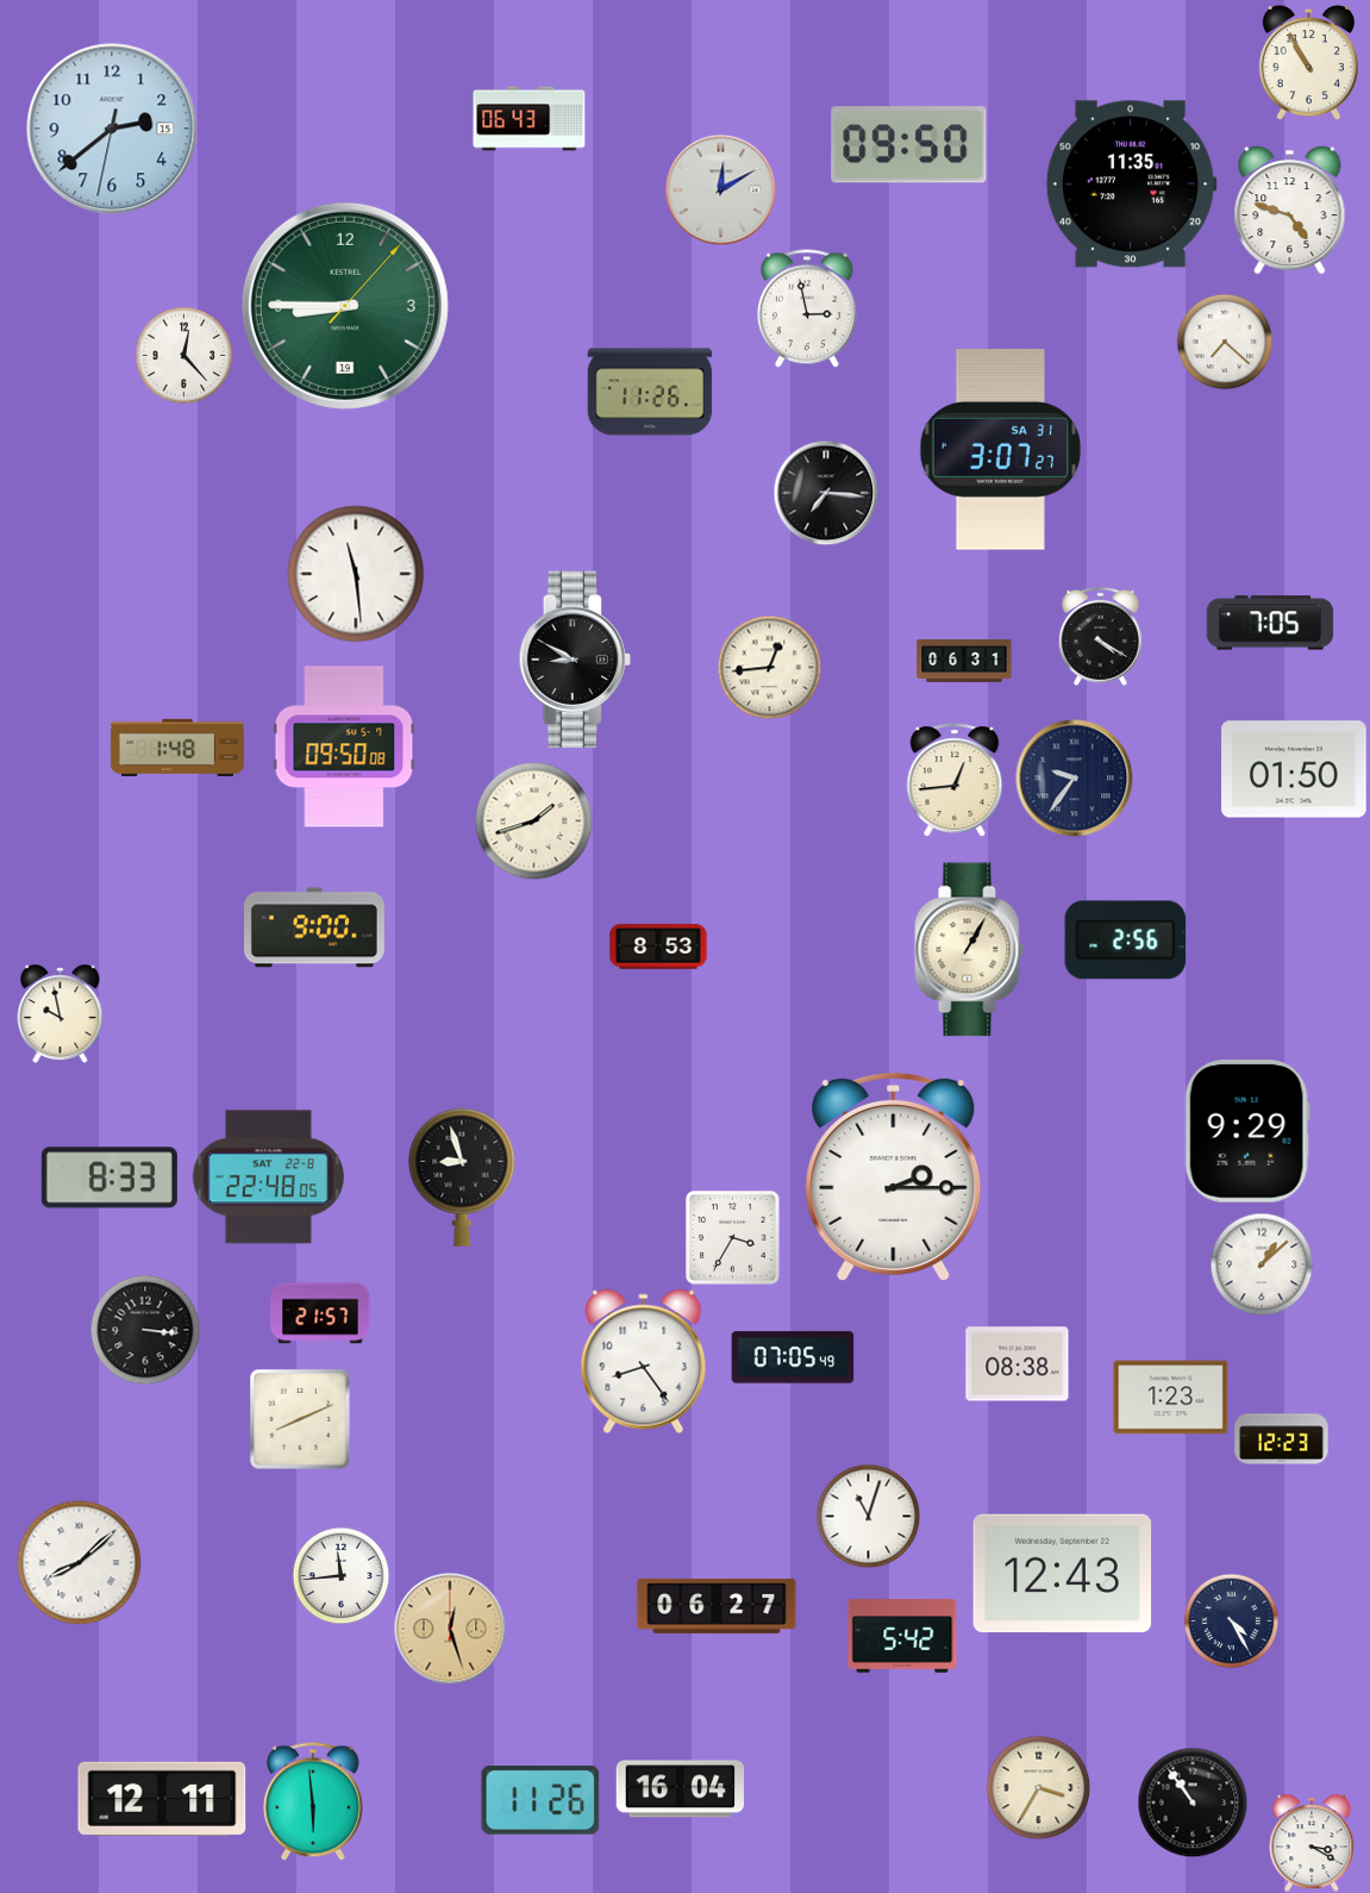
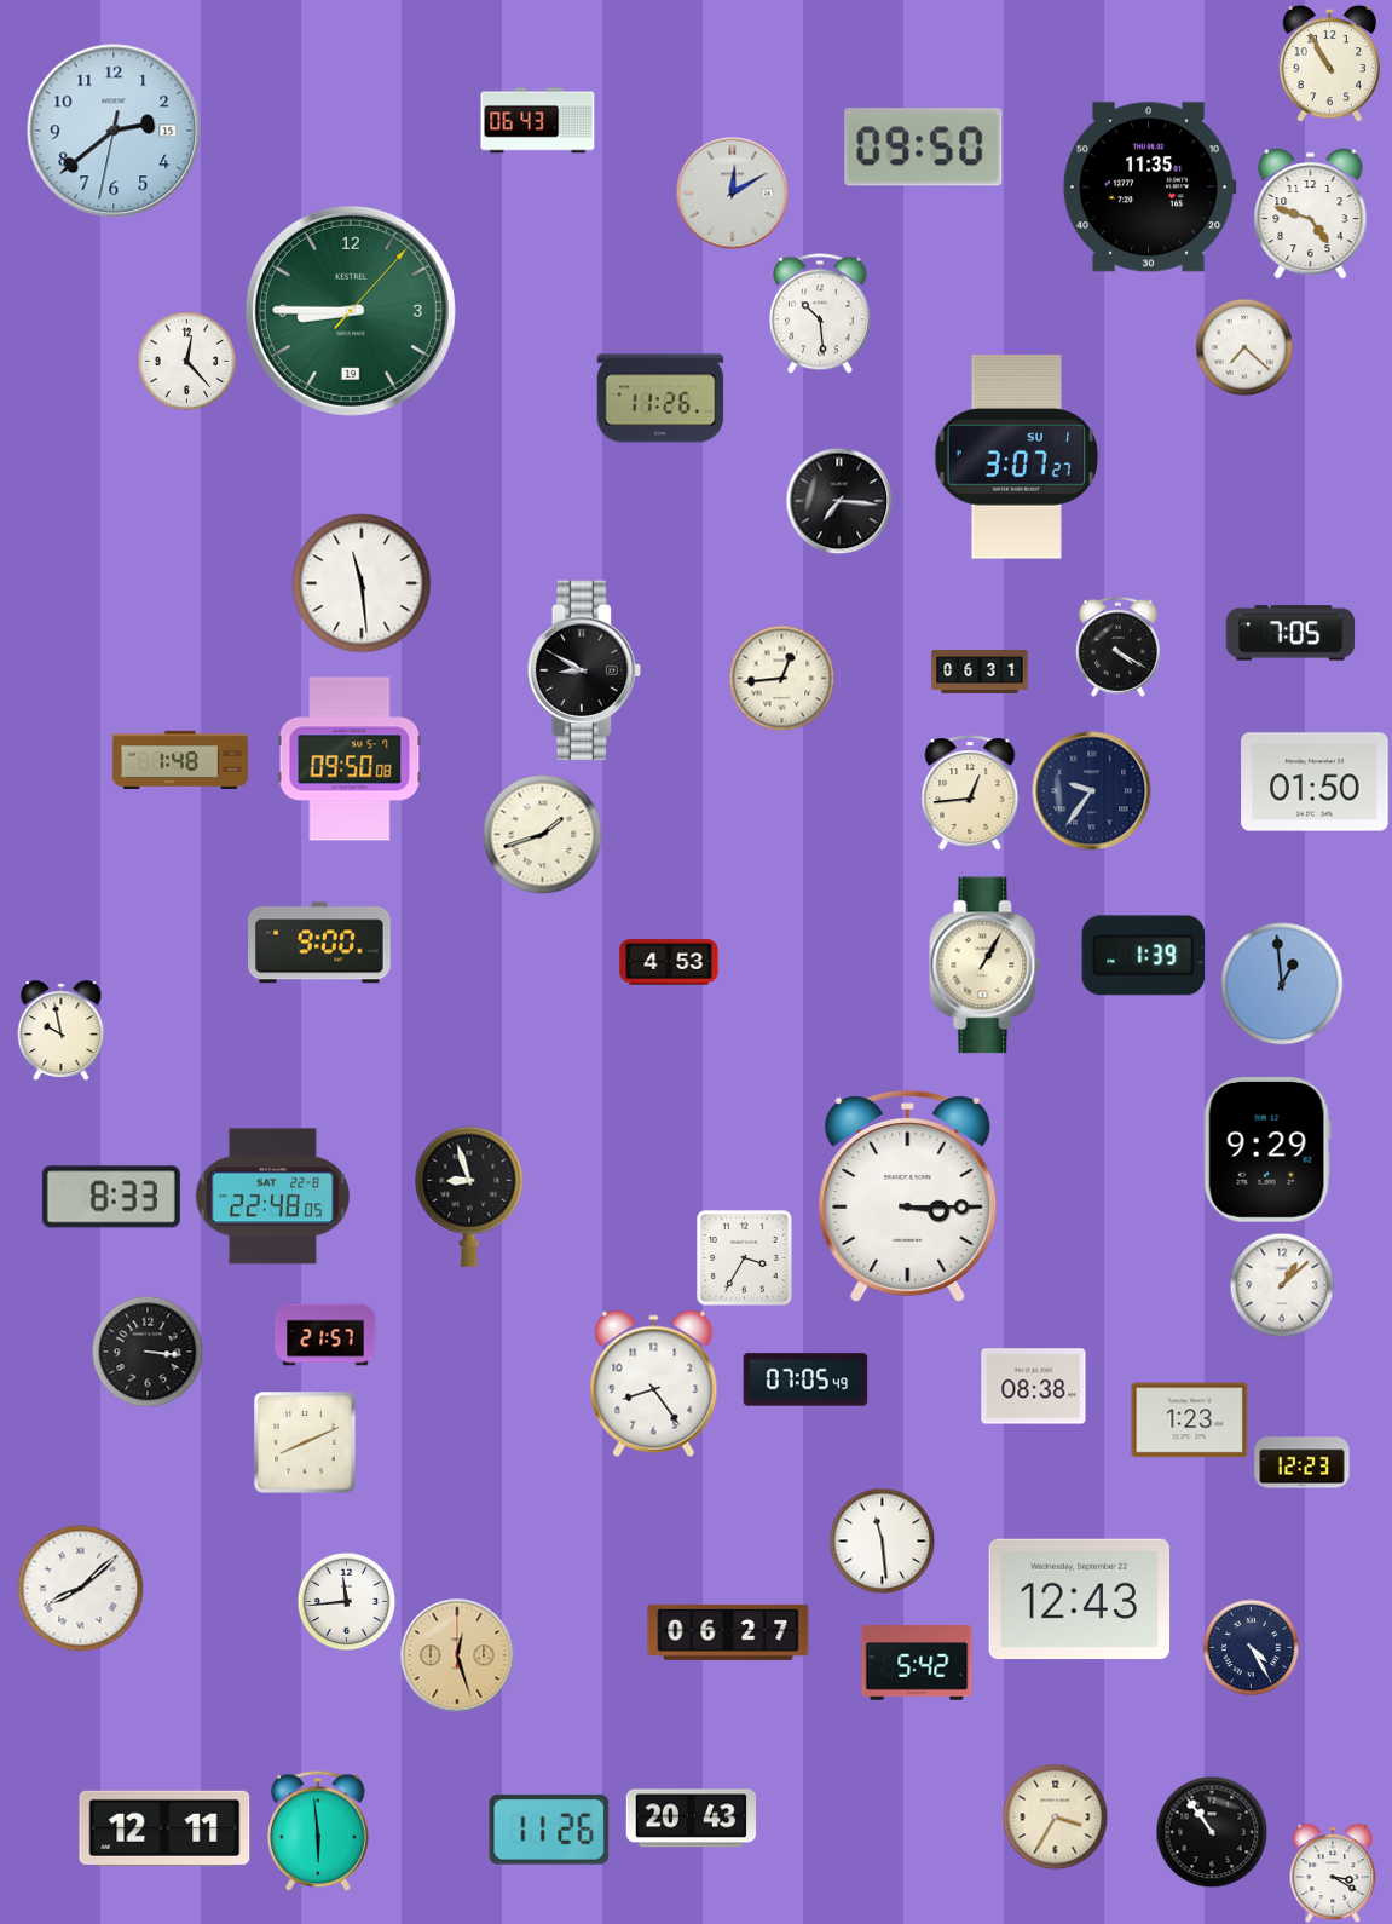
clock at (808, 308): 2:58 -> 10:29
clock at (1001, 450) date: SA 31 -> SU 1
clock at (1126, 941): 2:56 -> 1:39
clock at (658, 946): 8:53 -> 4:53
clock at (1282, 984): none -> 12:59
clock at (894, 1176): 2:15 -> 3:15
clock at (868, 1516): 11:03 -> 11:29
clock at (680, 1789): 16:04 -> 20:43
